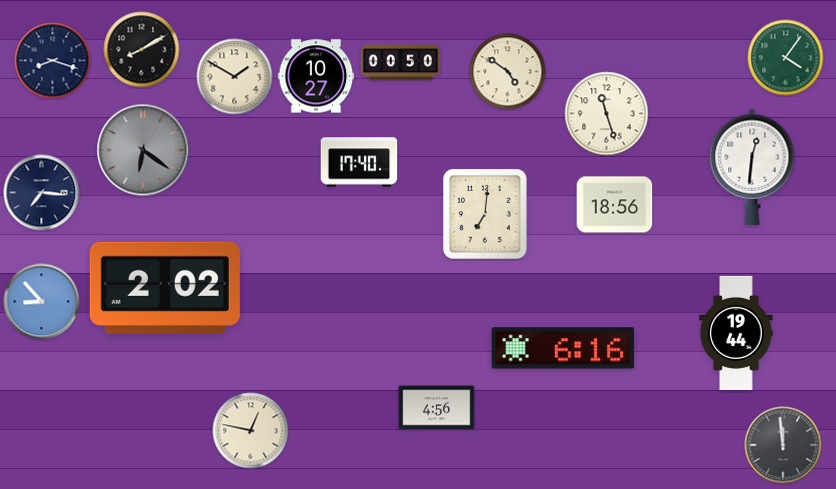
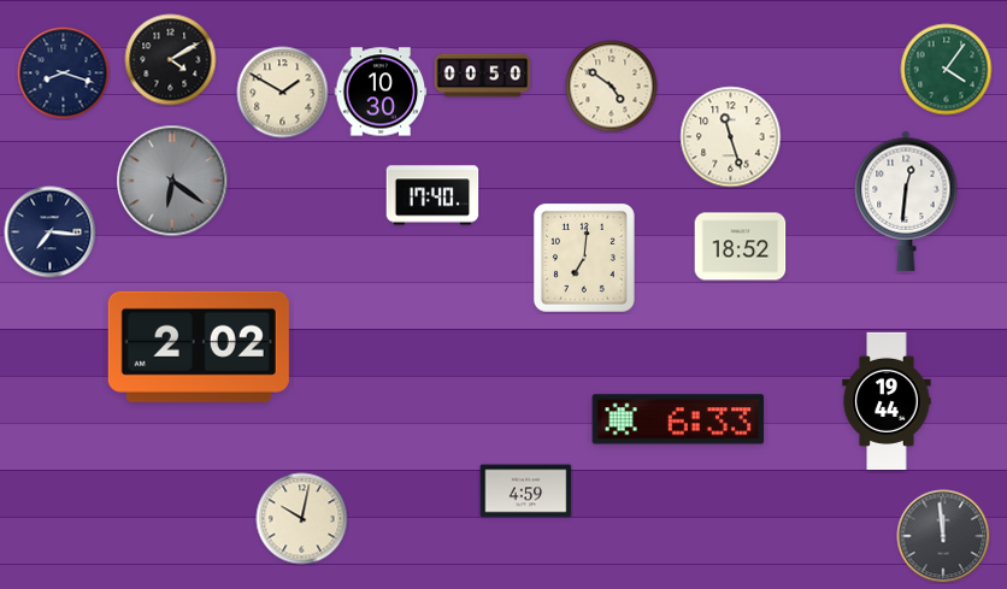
clock at (142, 50): 8:10 -> 4:10
clock at (316, 76): 10:27 -> 10:30
clock at (615, 205): 18:56 -> 18:52
clock at (42, 302): 8:53 -> none
clock at (563, 348): 6:16 -> 6:33
clock at (437, 408): 4:56 -> 4:59
clock at (251, 431): 12:47 -> 10:02
